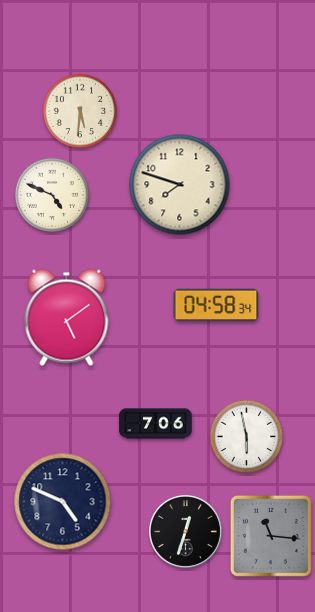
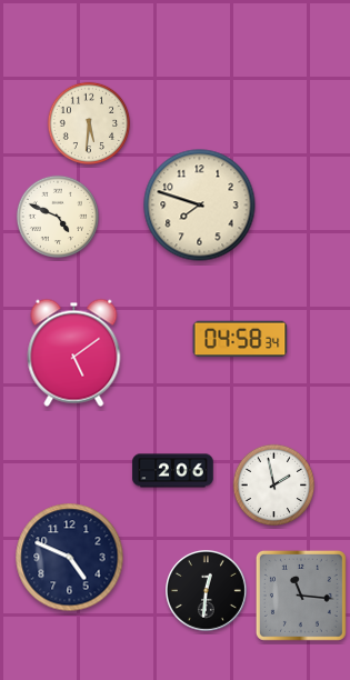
clock at (156, 424): 7:06 -> 2:06
clock at (247, 437): 5:58 -> 1:58
clock at (186, 532): 12:33 -> 12:31
